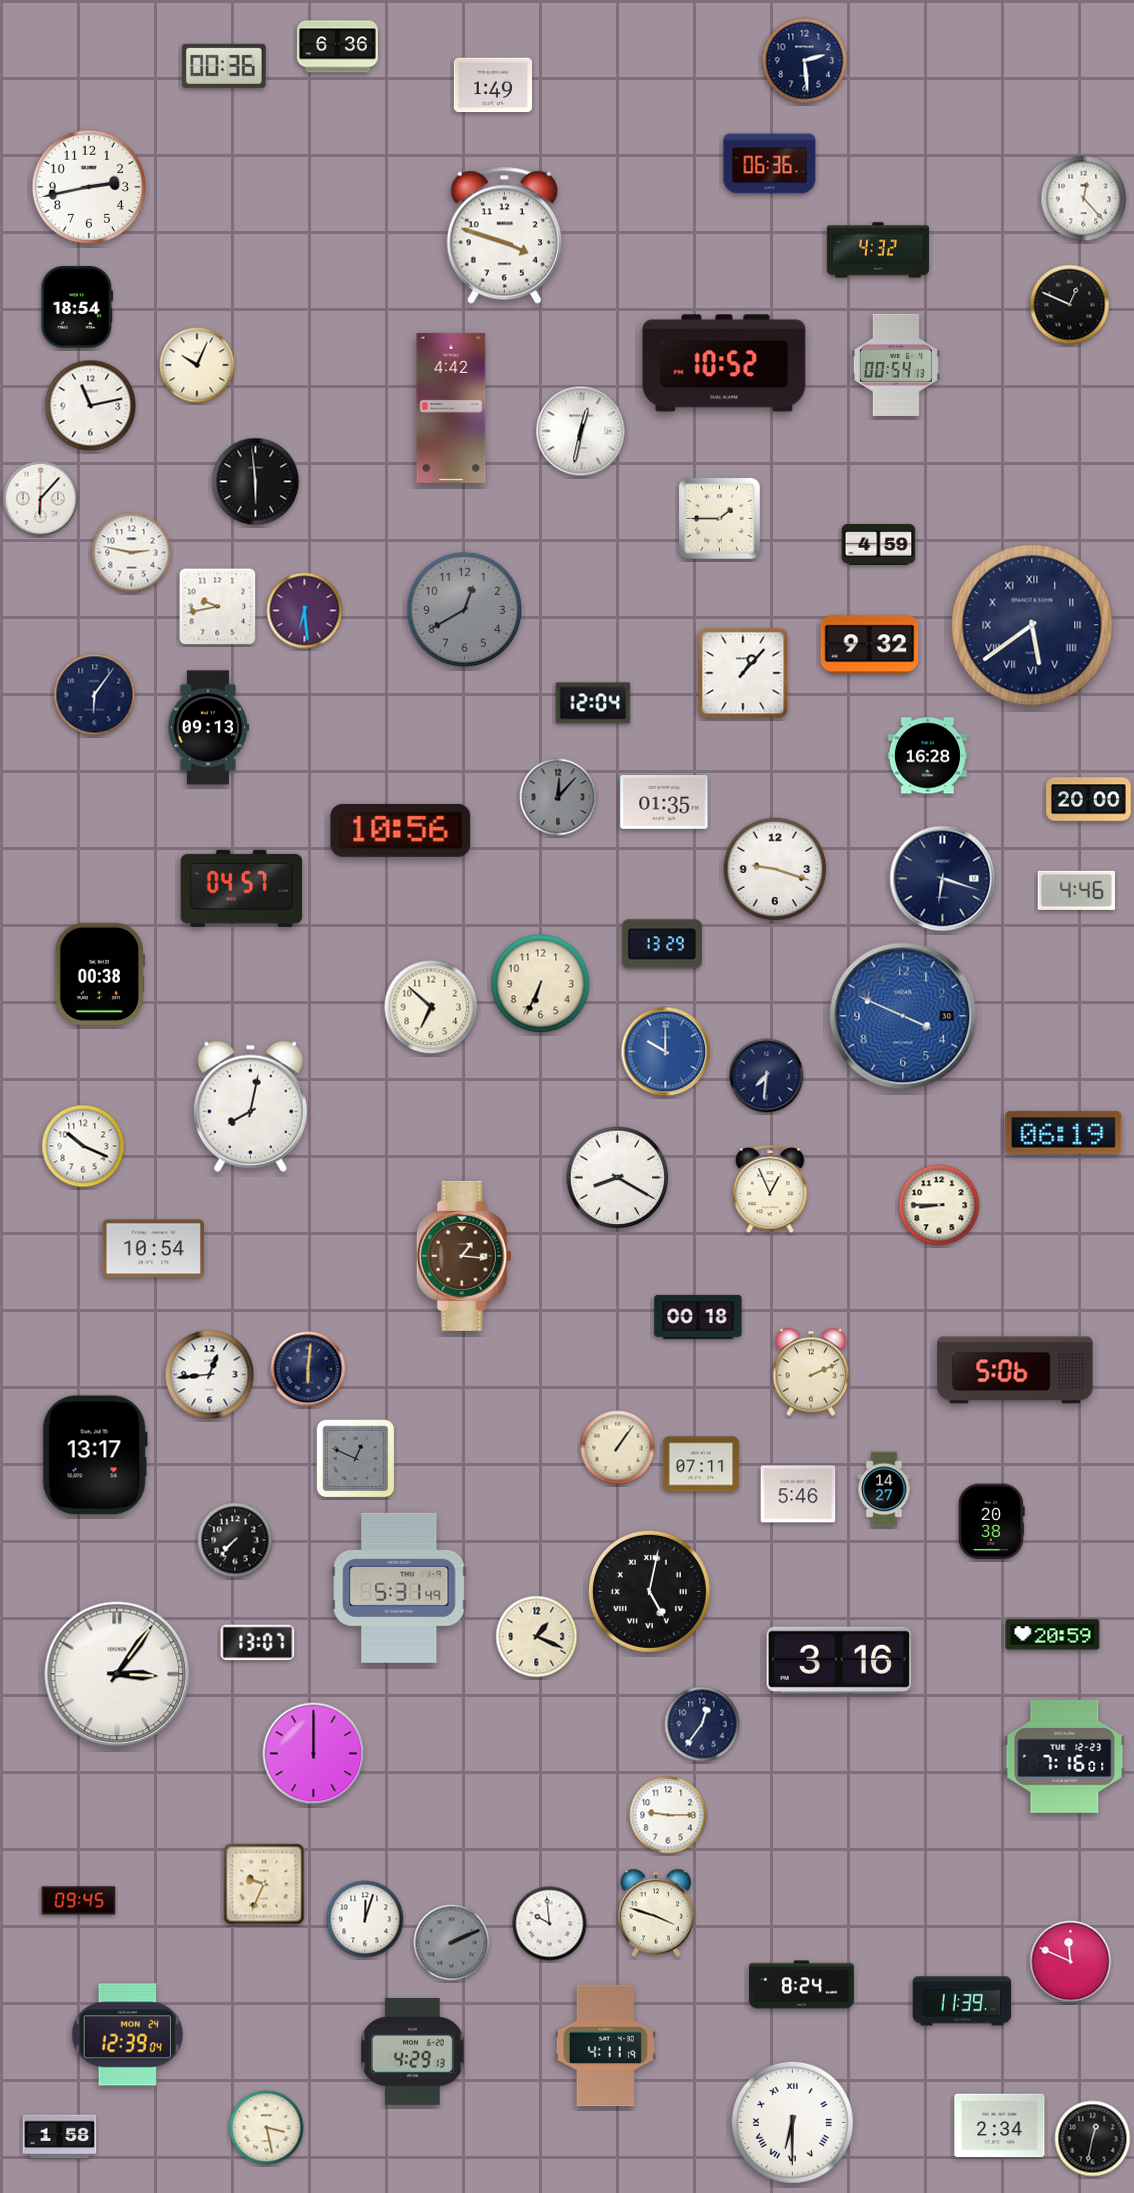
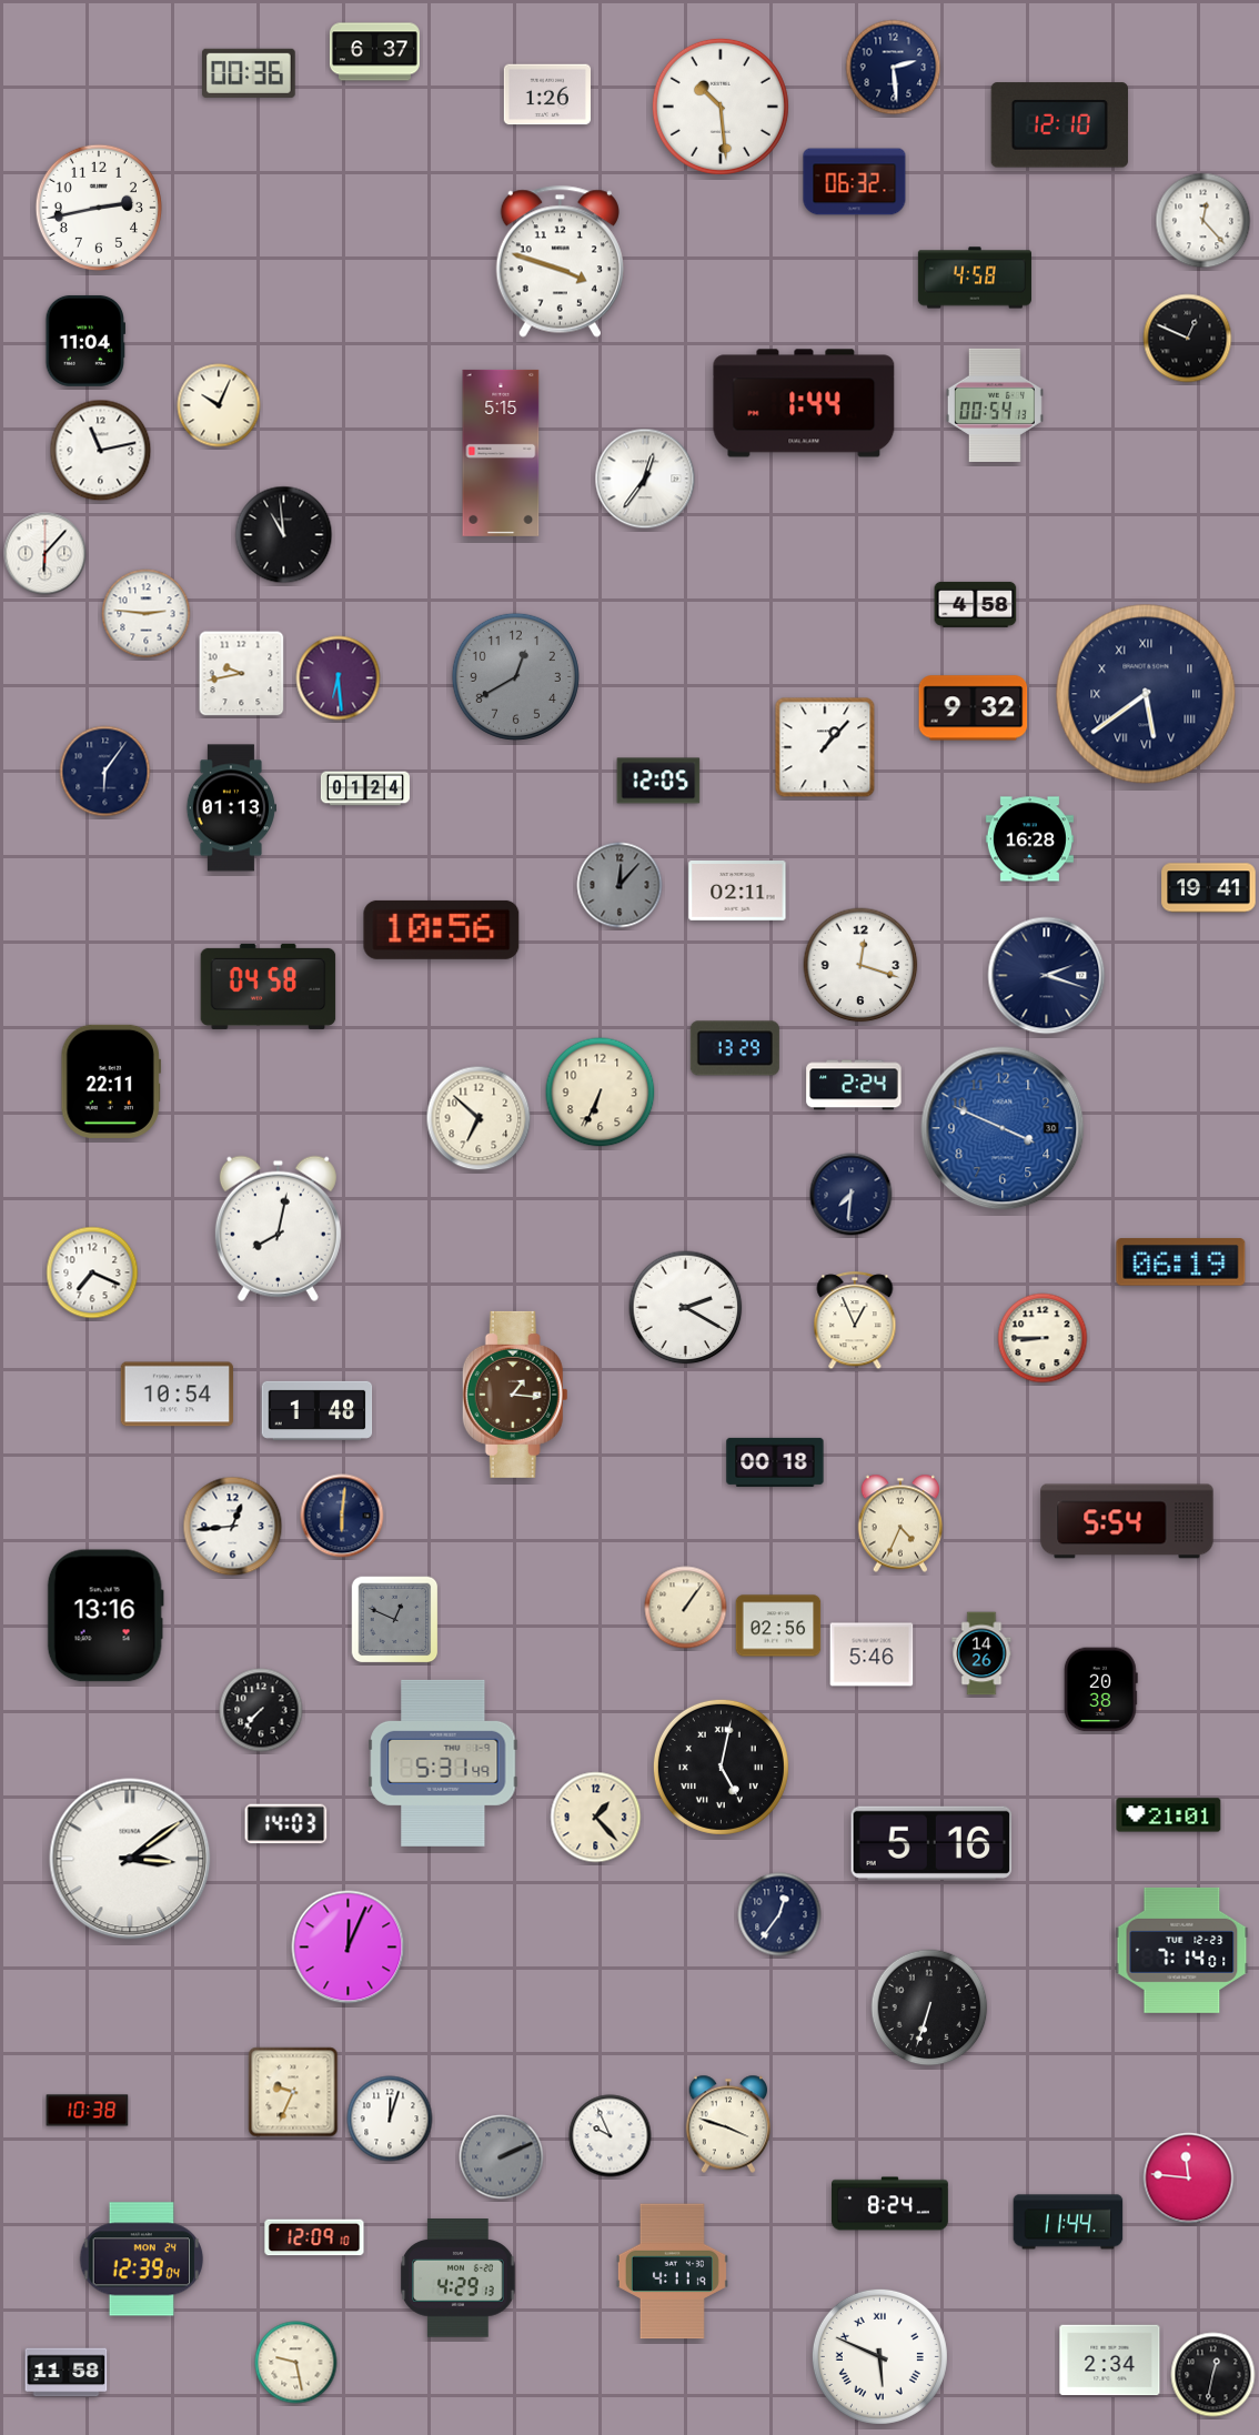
clock at (337, 47): 6:36 -> 6:37
clock at (492, 85): 1:49 -> 1:26
clock at (721, 107): none -> 10:29
clock at (1059, 125): none -> 12:10
clock at (770, 164): 06:36 -> 06:32
clock at (878, 250): 4:32 -> 4:58
clock at (76, 307): 18:54 -> 11:04
clock at (724, 363): 10:52 -> 1:44
clock at (451, 408): 4:42 -> 5:15
clock at (581, 431): 12:32 -> 12:36
clock at (256, 482): 5:59 -> 10:59
clock at (719, 518): 1:45 -> none
clock at (879, 544): 4:59 -> 4:58
clock at (132, 553): 2:47 -> 2:46
clock at (870, 645) position: (870, 645) -> (974, 708)
clock at (593, 703): 12:04 -> 12:05
clock at (365, 788): none -> 01:24
clock at (208, 728): 09:13 -> 01:13
clock at (1089, 800): 20:00 -> 19:41
clock at (664, 803): 01:35 -> 02:11
clock at (401, 830) position: (401, 830) -> (442, 929)
clock at (775, 869): 9:18 -> 12:18
clock at (943, 879): 6:18 -> 2:18
clock at (242, 888): 04:57 -> 04:58
clock at (1076, 890): 4:46 -> none
clock at (99, 974): 00:38 -> 22:11
clock at (854, 1085): none -> 2:24
clock at (666, 1052): 10:00 -> none
clock at (1064, 1133) position: (1064, 1133) -> (1181, 1262)
clock at (83, 1146): 10:19 -> 7:19
clock at (618, 1178): 8:20 -> 2:20
clock at (153, 1249) position: (153, 1249) -> (177, 1395)
clock at (318, 1410): none -> 1:48
clock at (308, 1369) position: (308, 1369) -> (342, 1516)
clock at (1015, 1370): 5:06 -> 5:54
clock at (811, 1372): 2:11 -> 4:34
clock at (95, 1455): 13:17 -> 13:16
clock at (701, 1464): 07:11 -> 02:56
clock at (884, 1489): 14:27 -> 14:26
clock at (798, 1494) position: (798, 1494) -> (872, 1654)
clock at (1053, 1635): 20:59 -> 21:01
clock at (537, 1637): 1:19 -> 1:23
clock at (258, 1643): 13:07 -> 14:03
clock at (839, 1660): 3:16 -> 5:16
clock at (117, 1674): 3:06 -> 3:09
clock at (314, 1754): 12:00 -> 12:04
clock at (1065, 1756): 7:16 -> 7:14
clock at (929, 2008): none -> 6:33
clock at (668, 1815): 9:15 -> none
clock at (79, 1901): 09:45 -> 10:38
clock at (365, 1919) position: (365, 1919) -> (390, 2119)
clock at (550, 1924): 9:59 -> 9:56
clock at (1071, 1962): 11:49 -> 11:46
clock at (962, 2001): 11:39 -> 11:44
clock at (314, 2237): none -> 12:09
clock at (792, 2122): 6:30 -> 5:49
clock at (267, 2128): 3:28 -> 9:28
clock at (60, 2137): 1:58 -> 11:58
